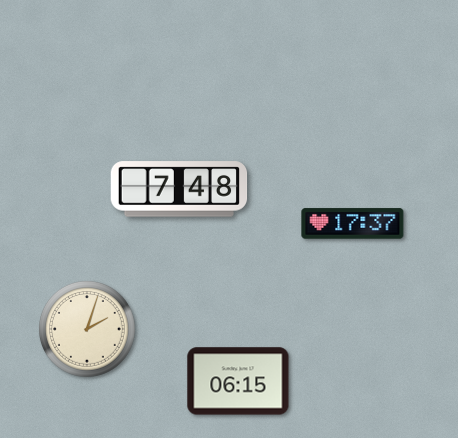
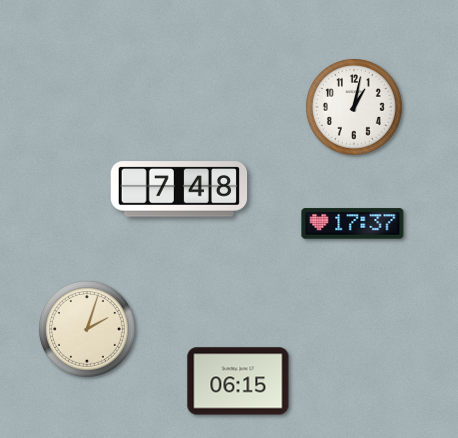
clock at (355, 108): none -> 1:02
